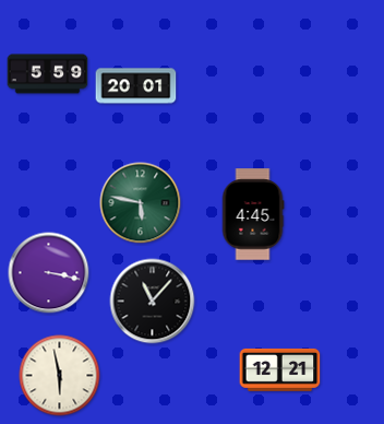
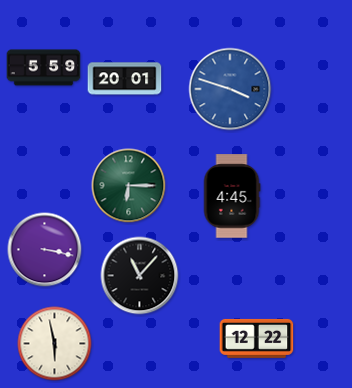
clock at (230, 89): none -> 3:48
clock at (141, 203): 5:47 -> 6:15
clock at (280, 369): 12:21 -> 12:22
